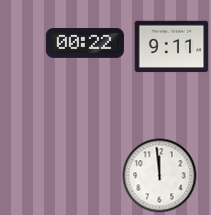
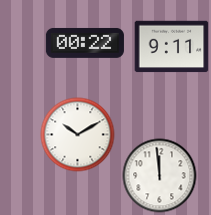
clock at (78, 135): none -> 10:10
